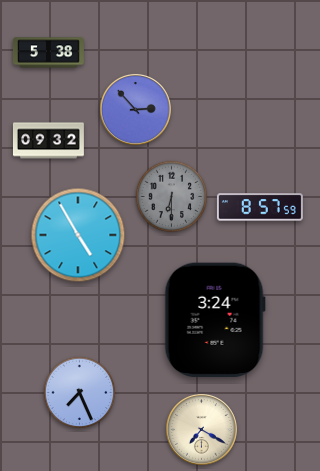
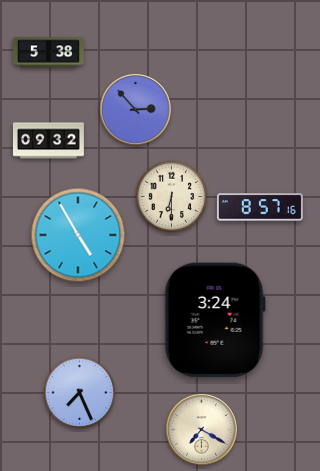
clock at (172, 197) dial: grey -> cream
clock at (260, 207): 8:57:59 -> 8:57:16
